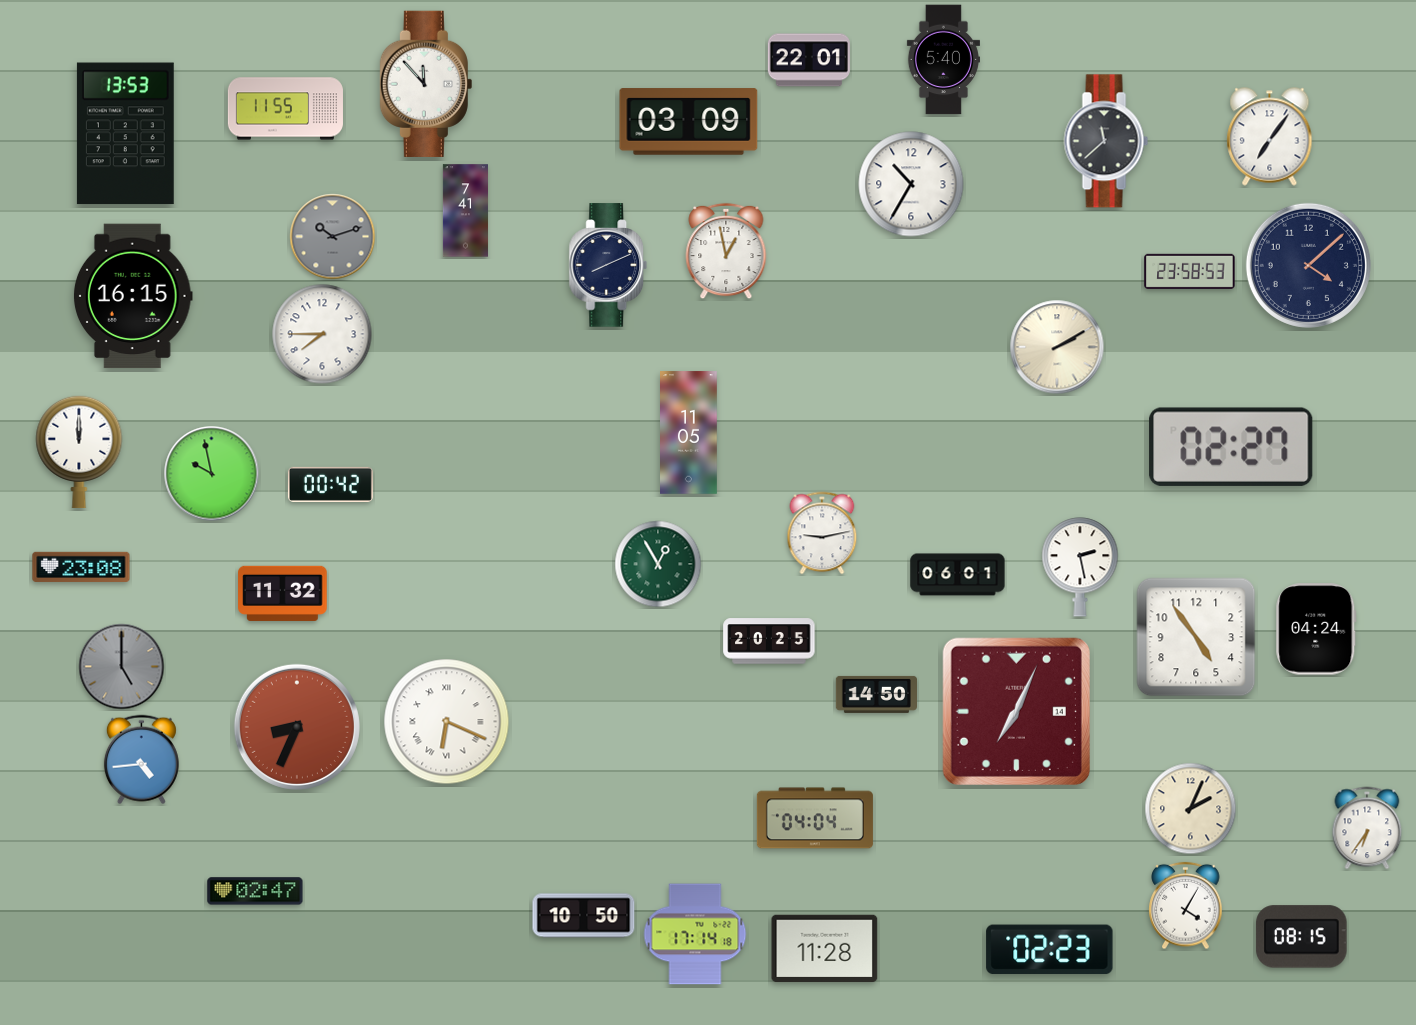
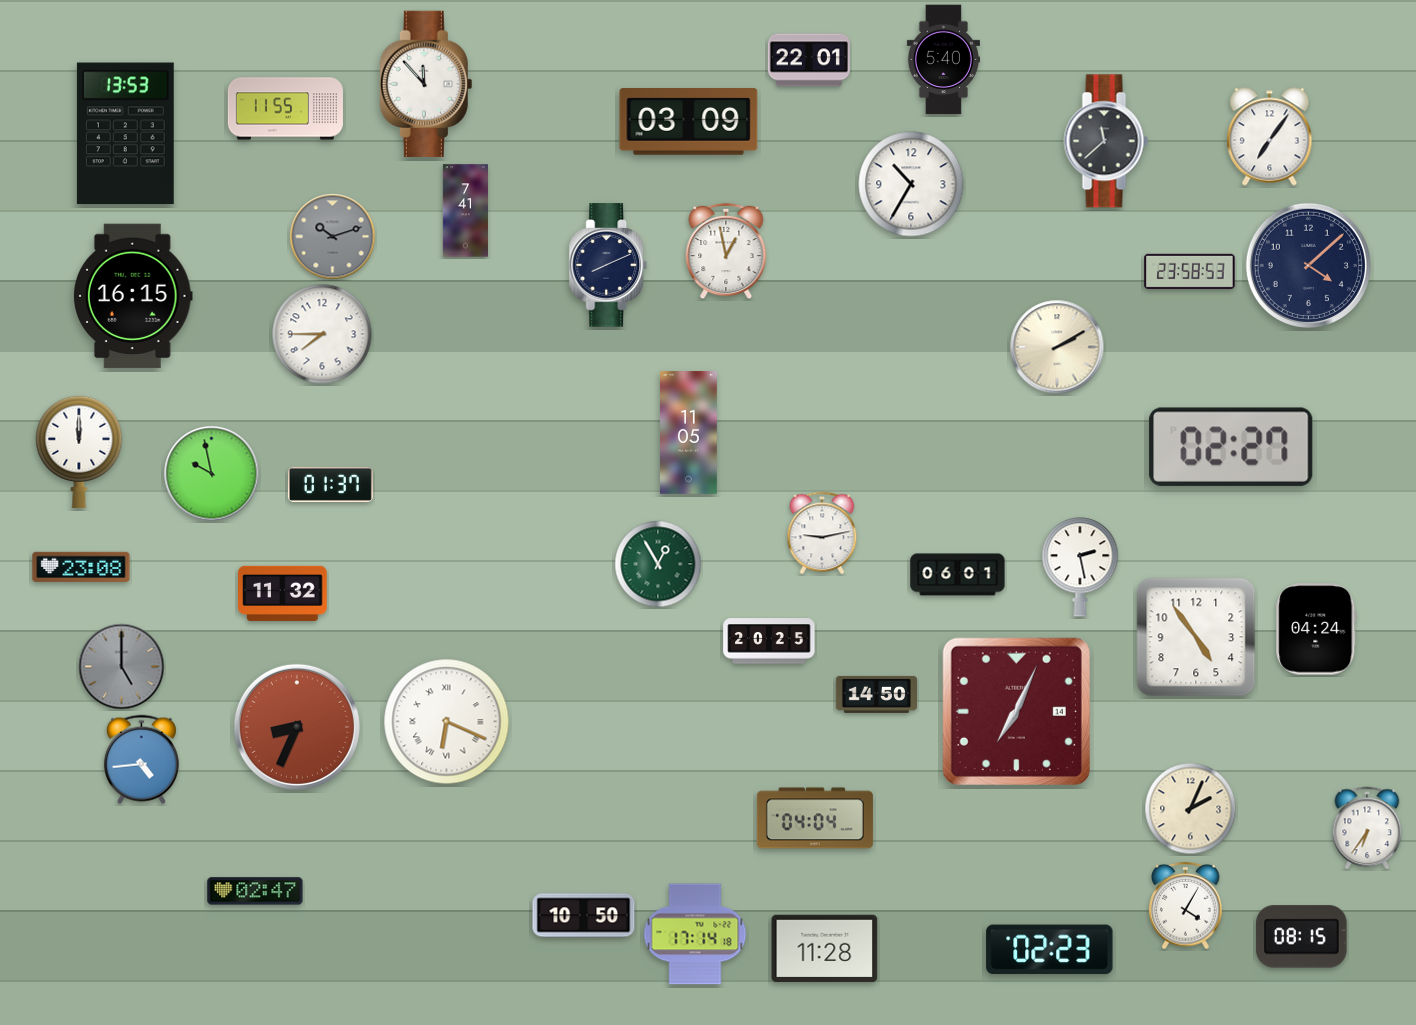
clock at (330, 484): 00:42 -> 01:37
